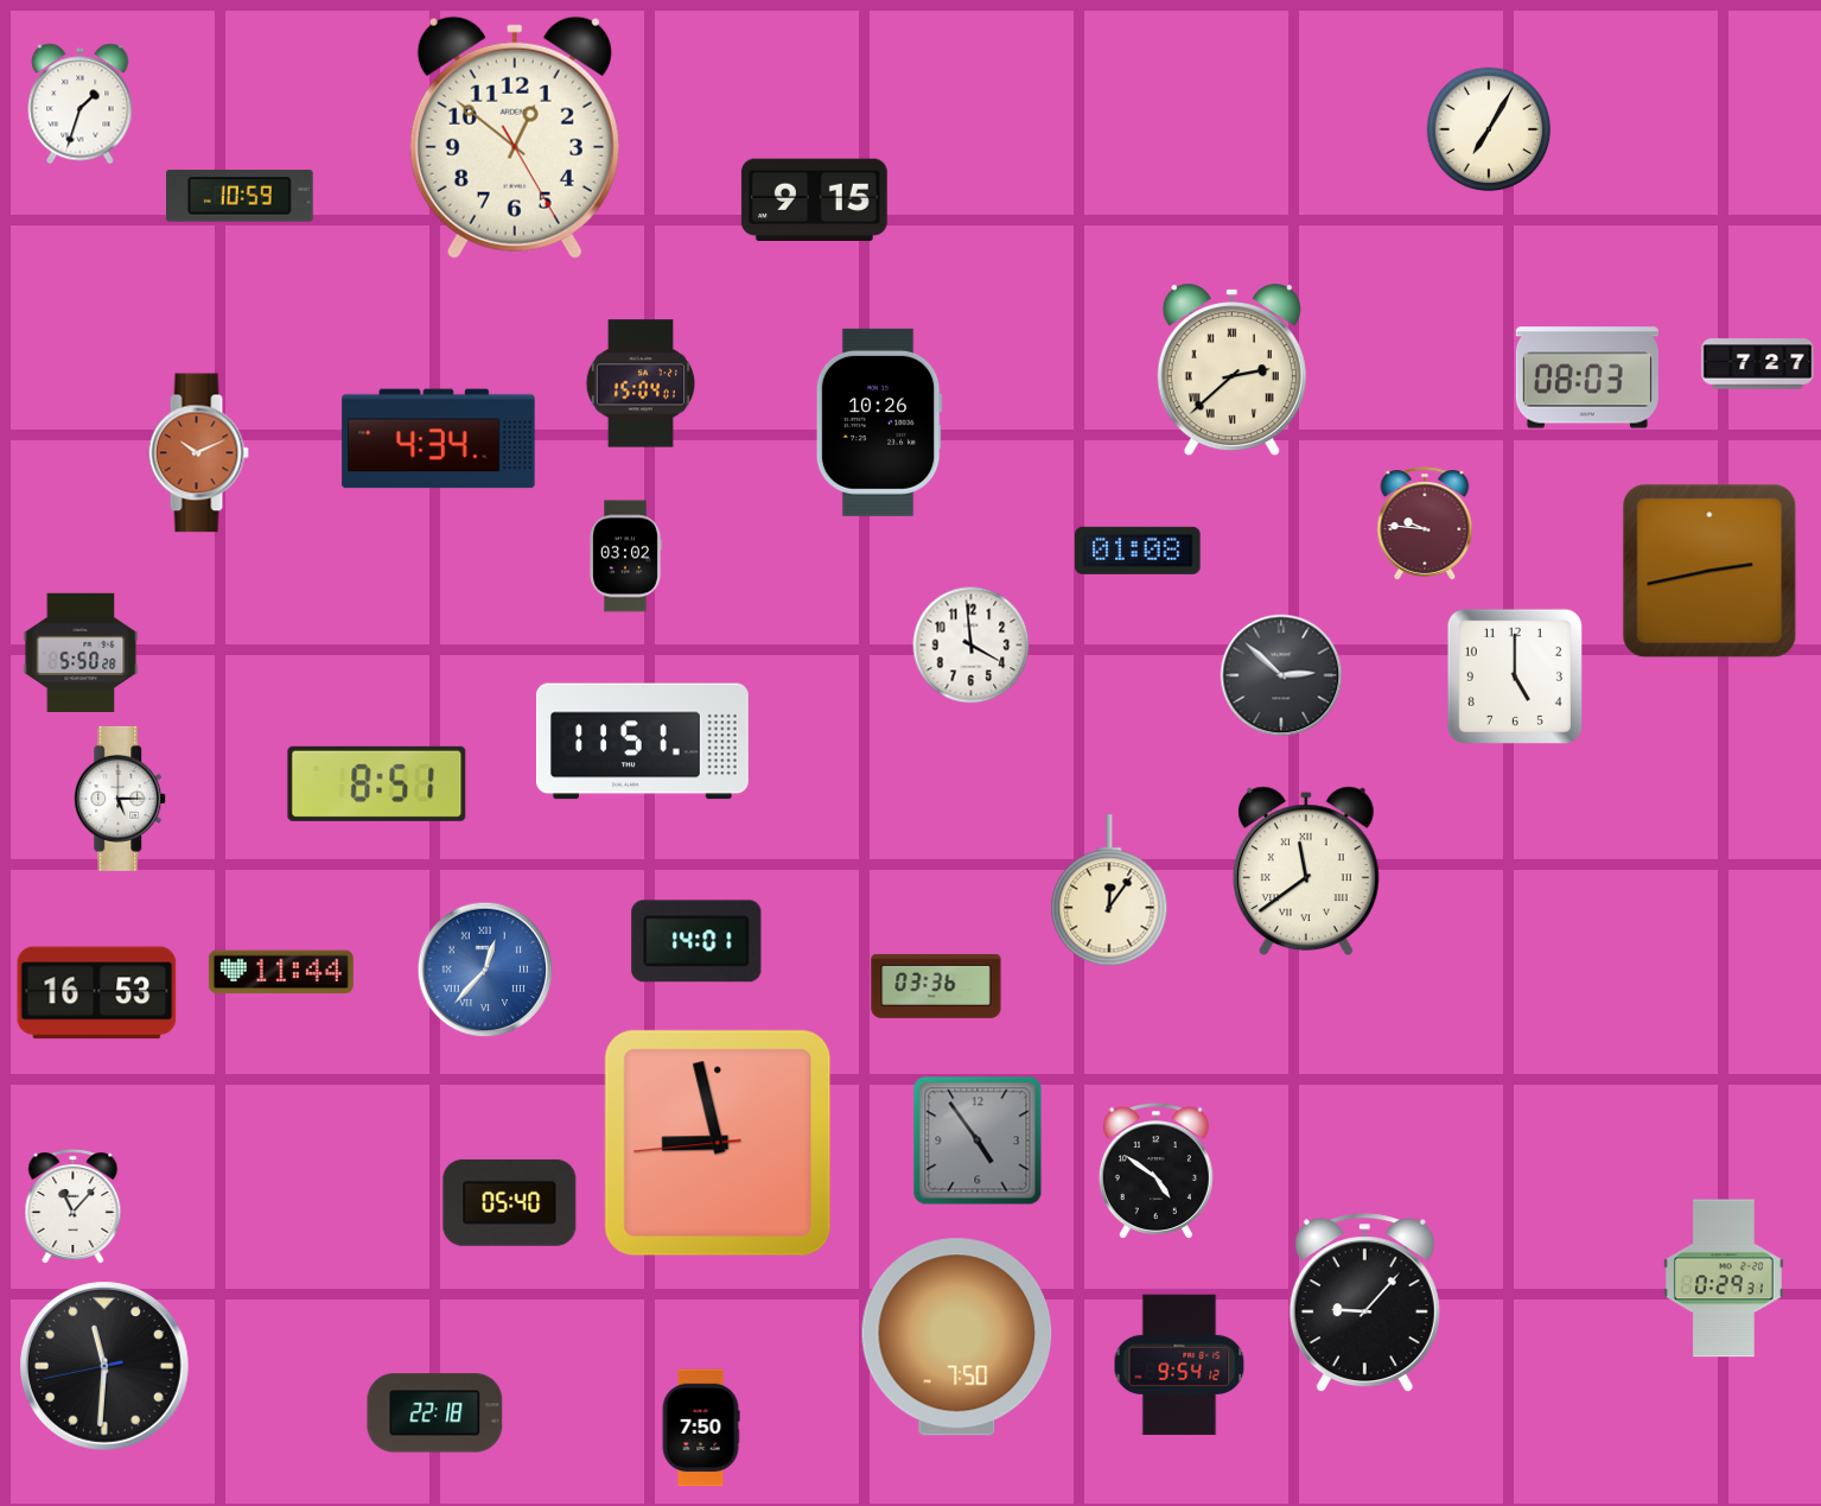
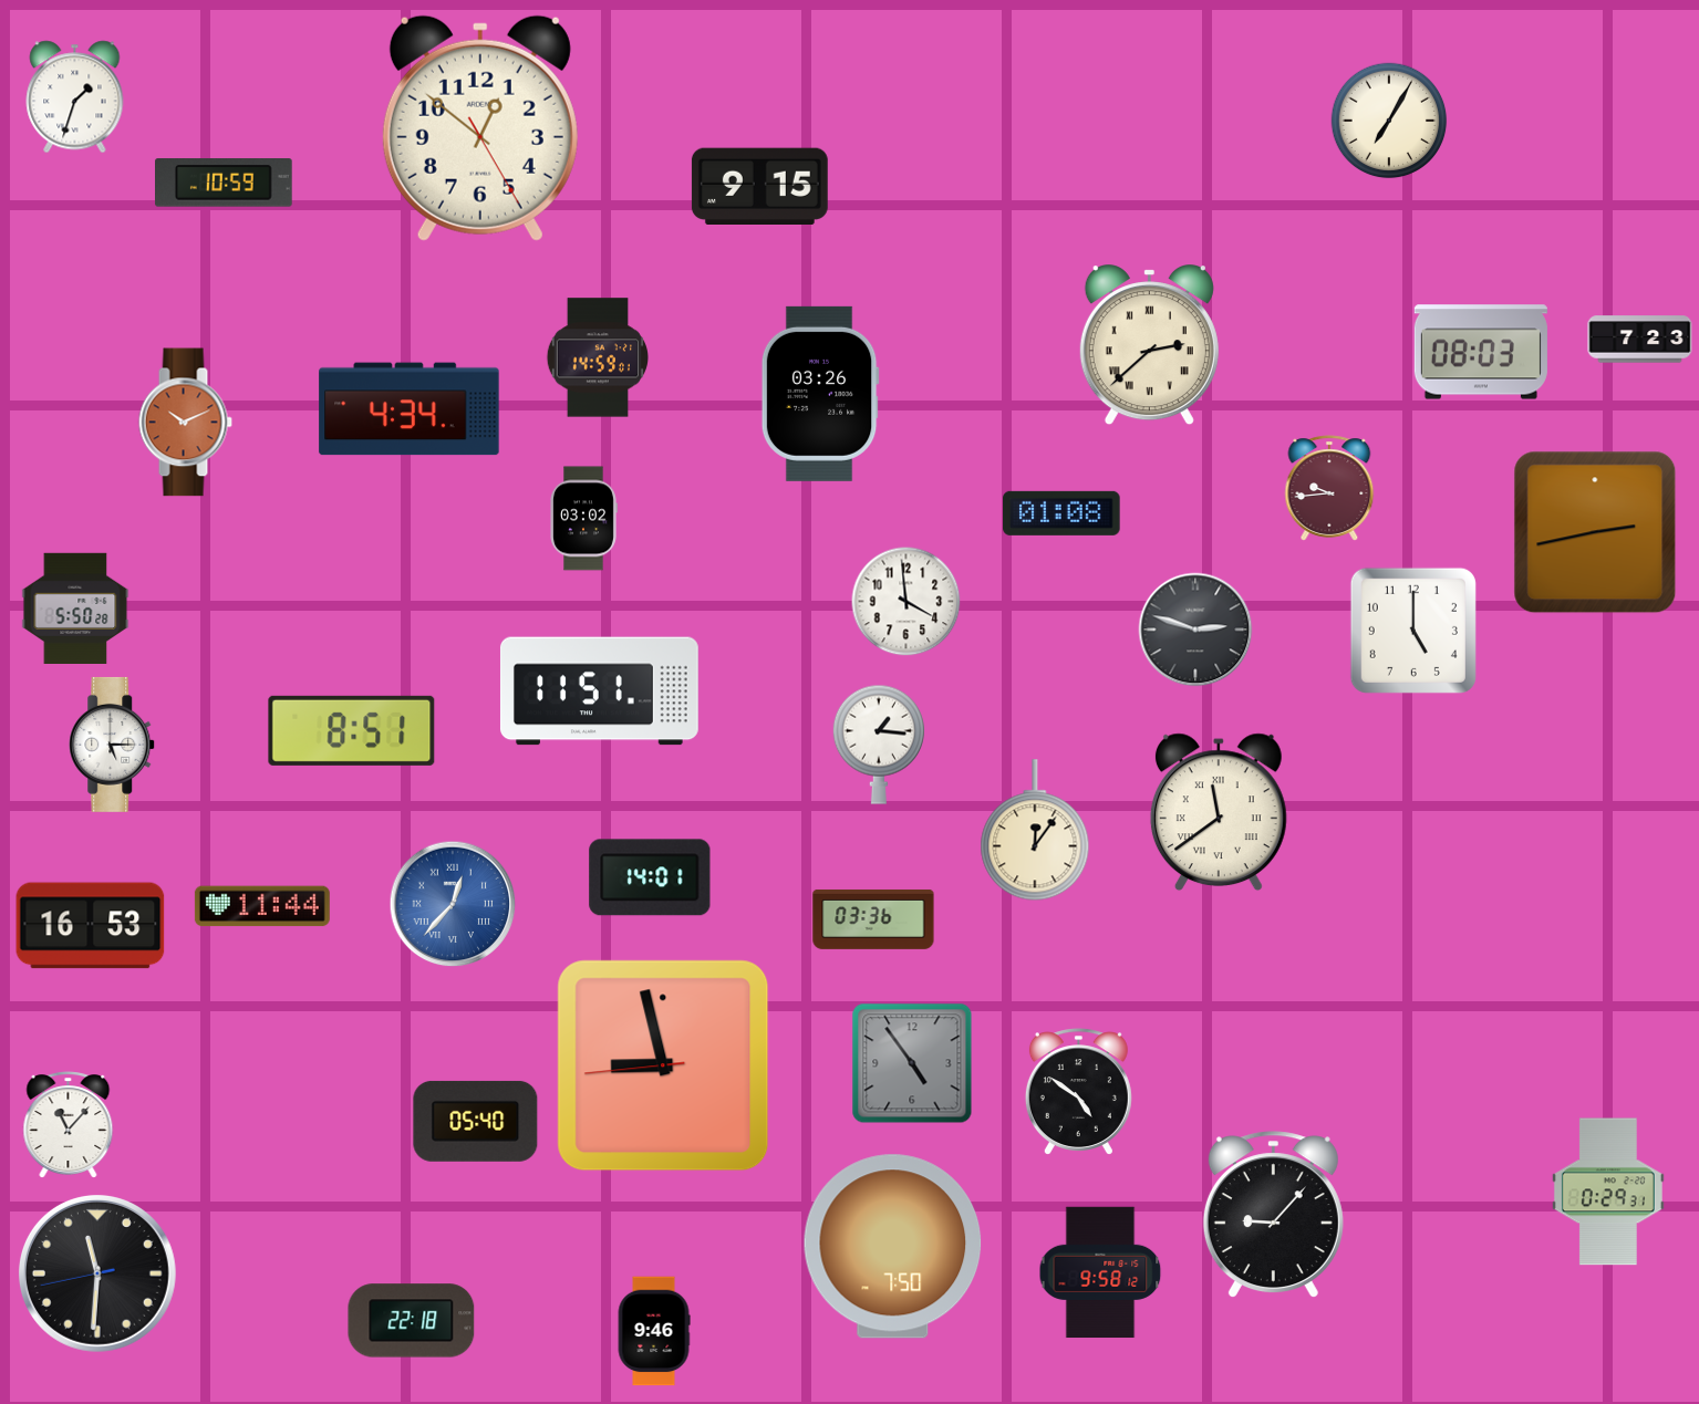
clock at (1758, 364): 7:27 -> 7:23
clock at (639, 383): 15:04 -> 14:59
clock at (879, 422): 10:26 -> 03:26
clock at (1425, 523): 9:46 -> 9:44
clock at (1281, 675): 2:52 -> 2:48
clock at (879, 745): none -> 1:16
clock at (718, 1143) position: (718, 1143) -> (663, 1065)
clock at (1179, 1365): 9:54 -> 9:58
clock at (435, 1413) position: (435, 1413) -> (412, 1321)
clock at (701, 1428): 7:50 -> 9:46
